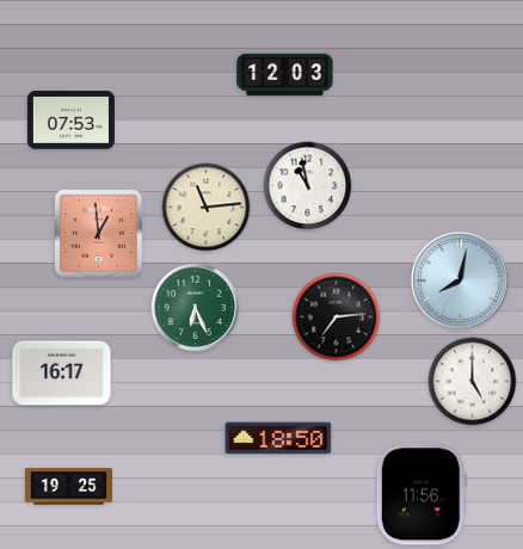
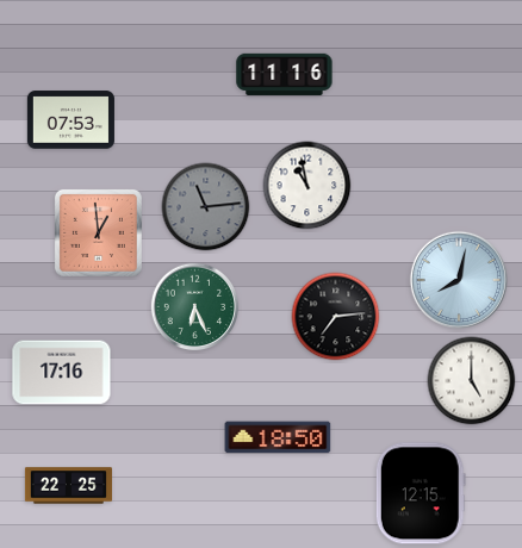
clock at (285, 74): 12:03 -> 11:16
clock at (207, 208) dial: cream -> grey
clock at (62, 374): 16:17 -> 17:16
clock at (68, 487): 19:25 -> 22:25
clock at (422, 494): 11:56 -> 12:15
